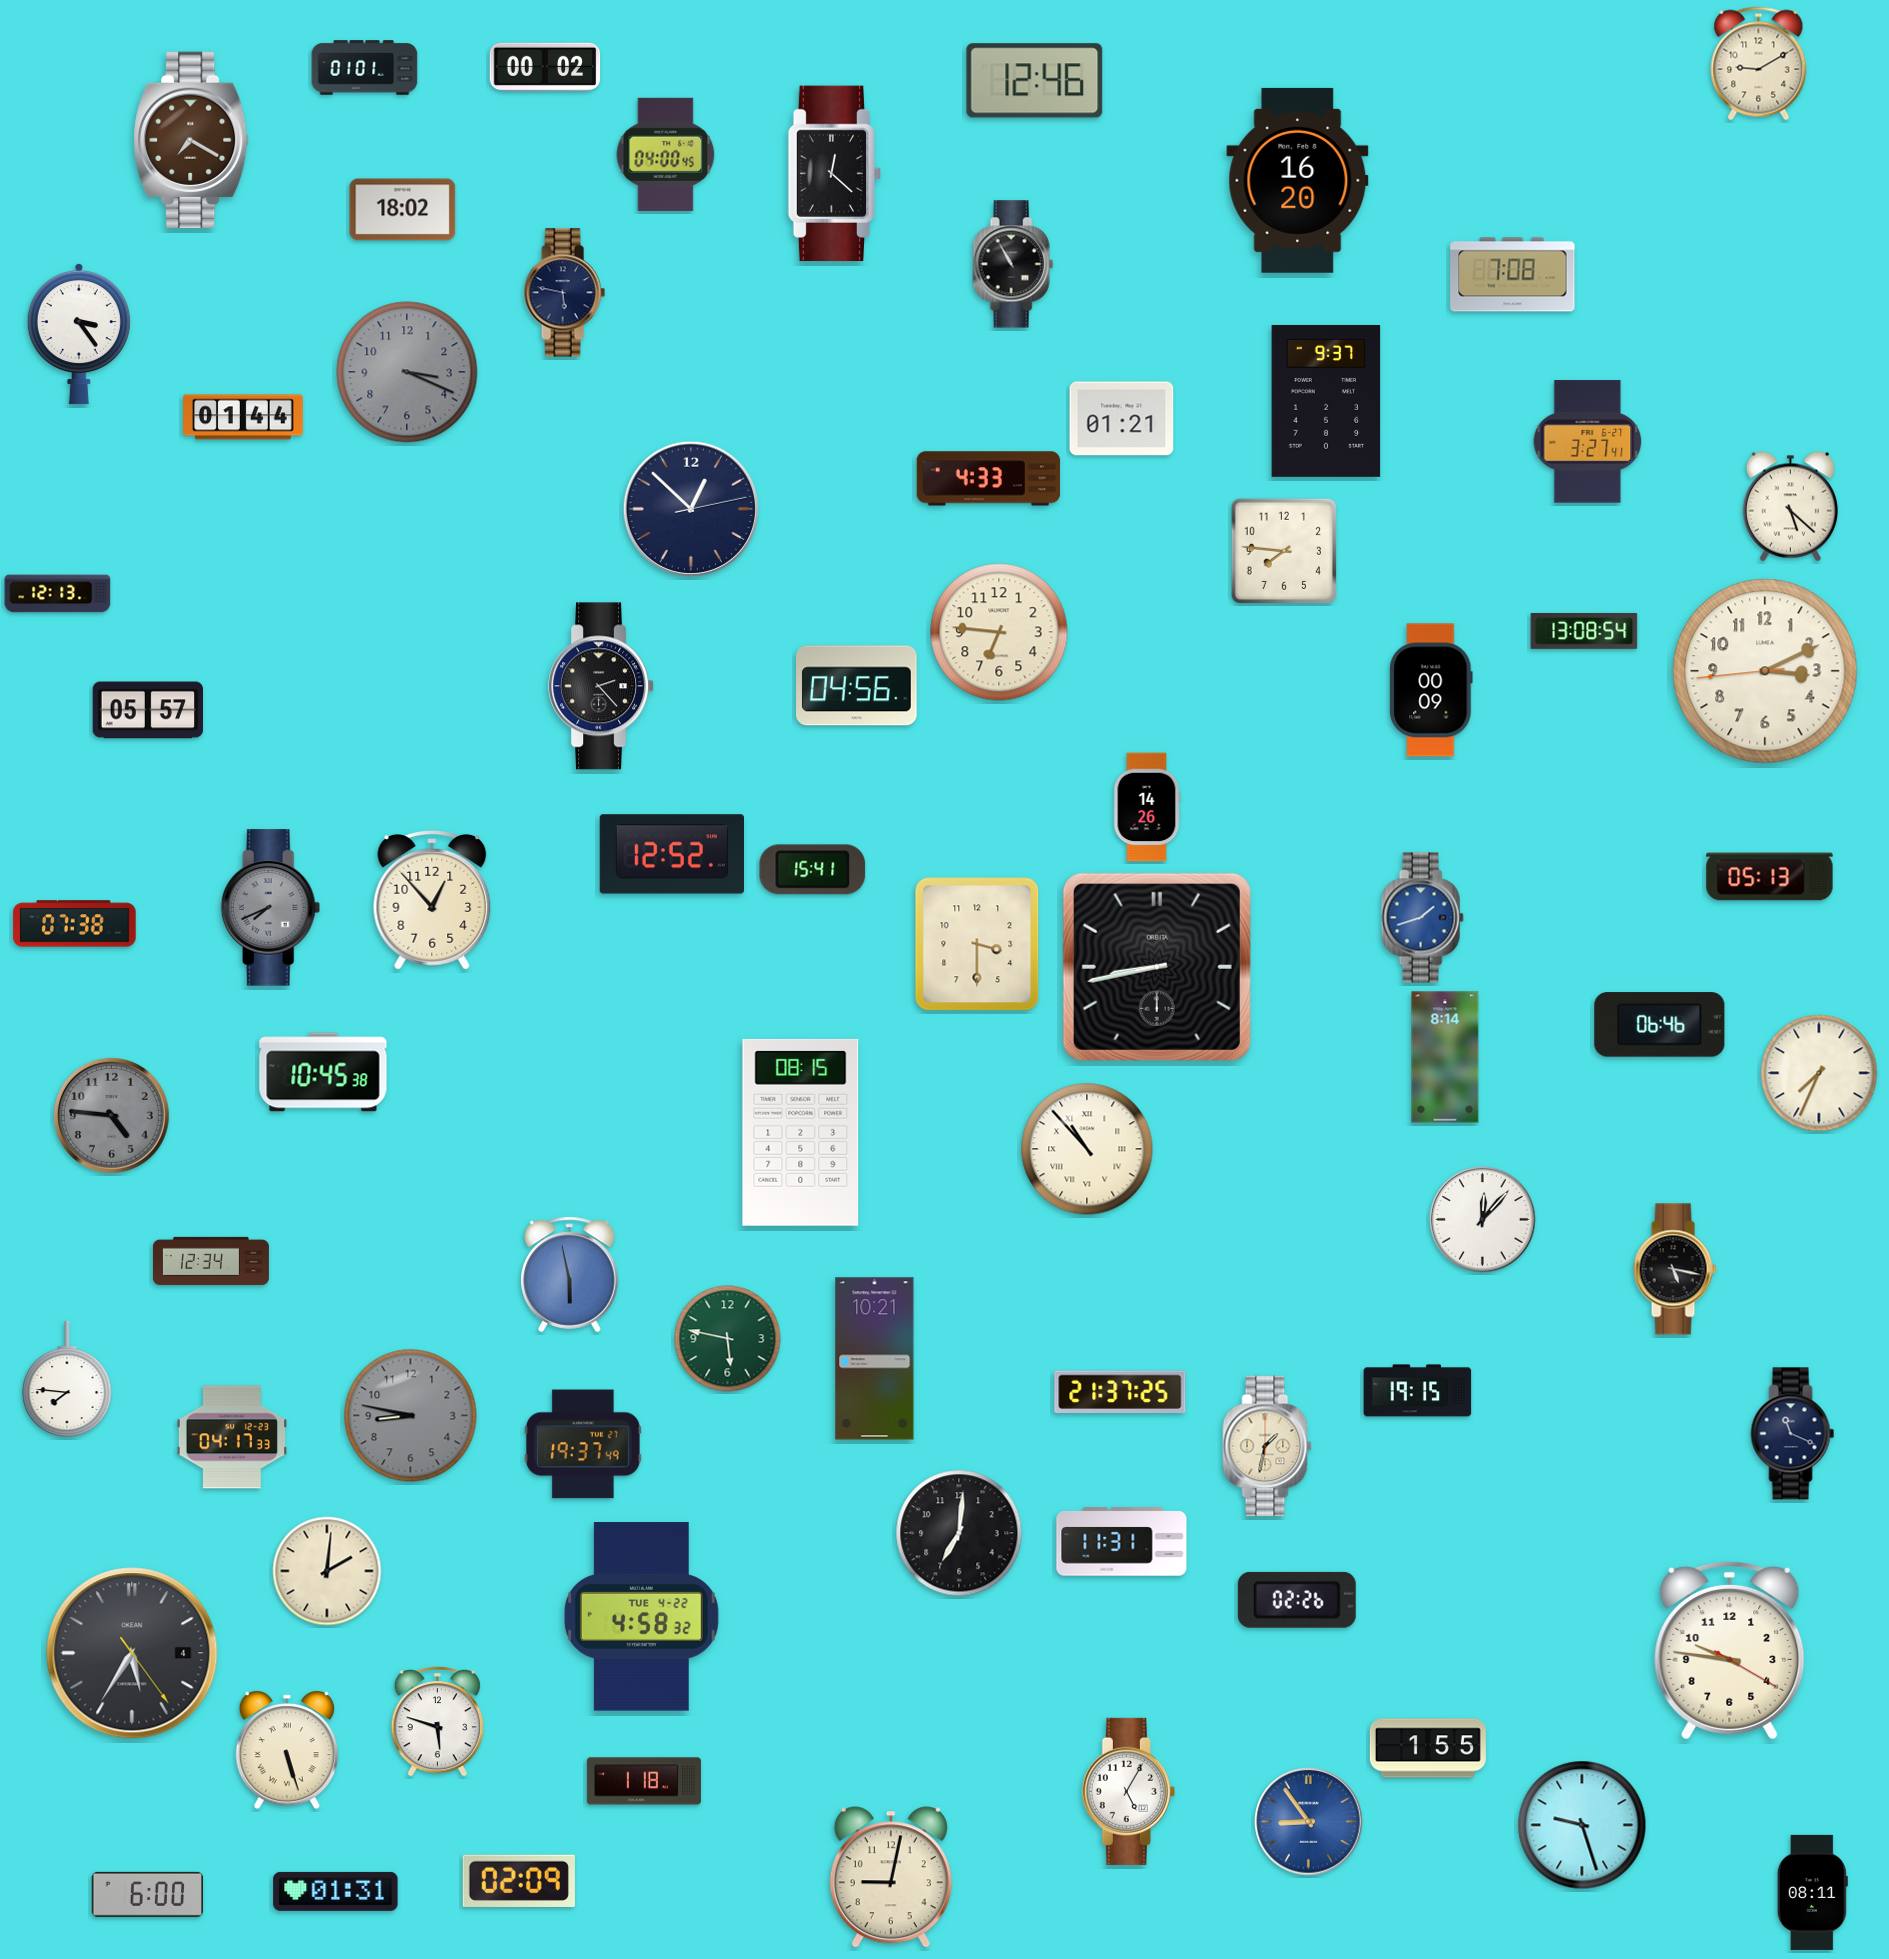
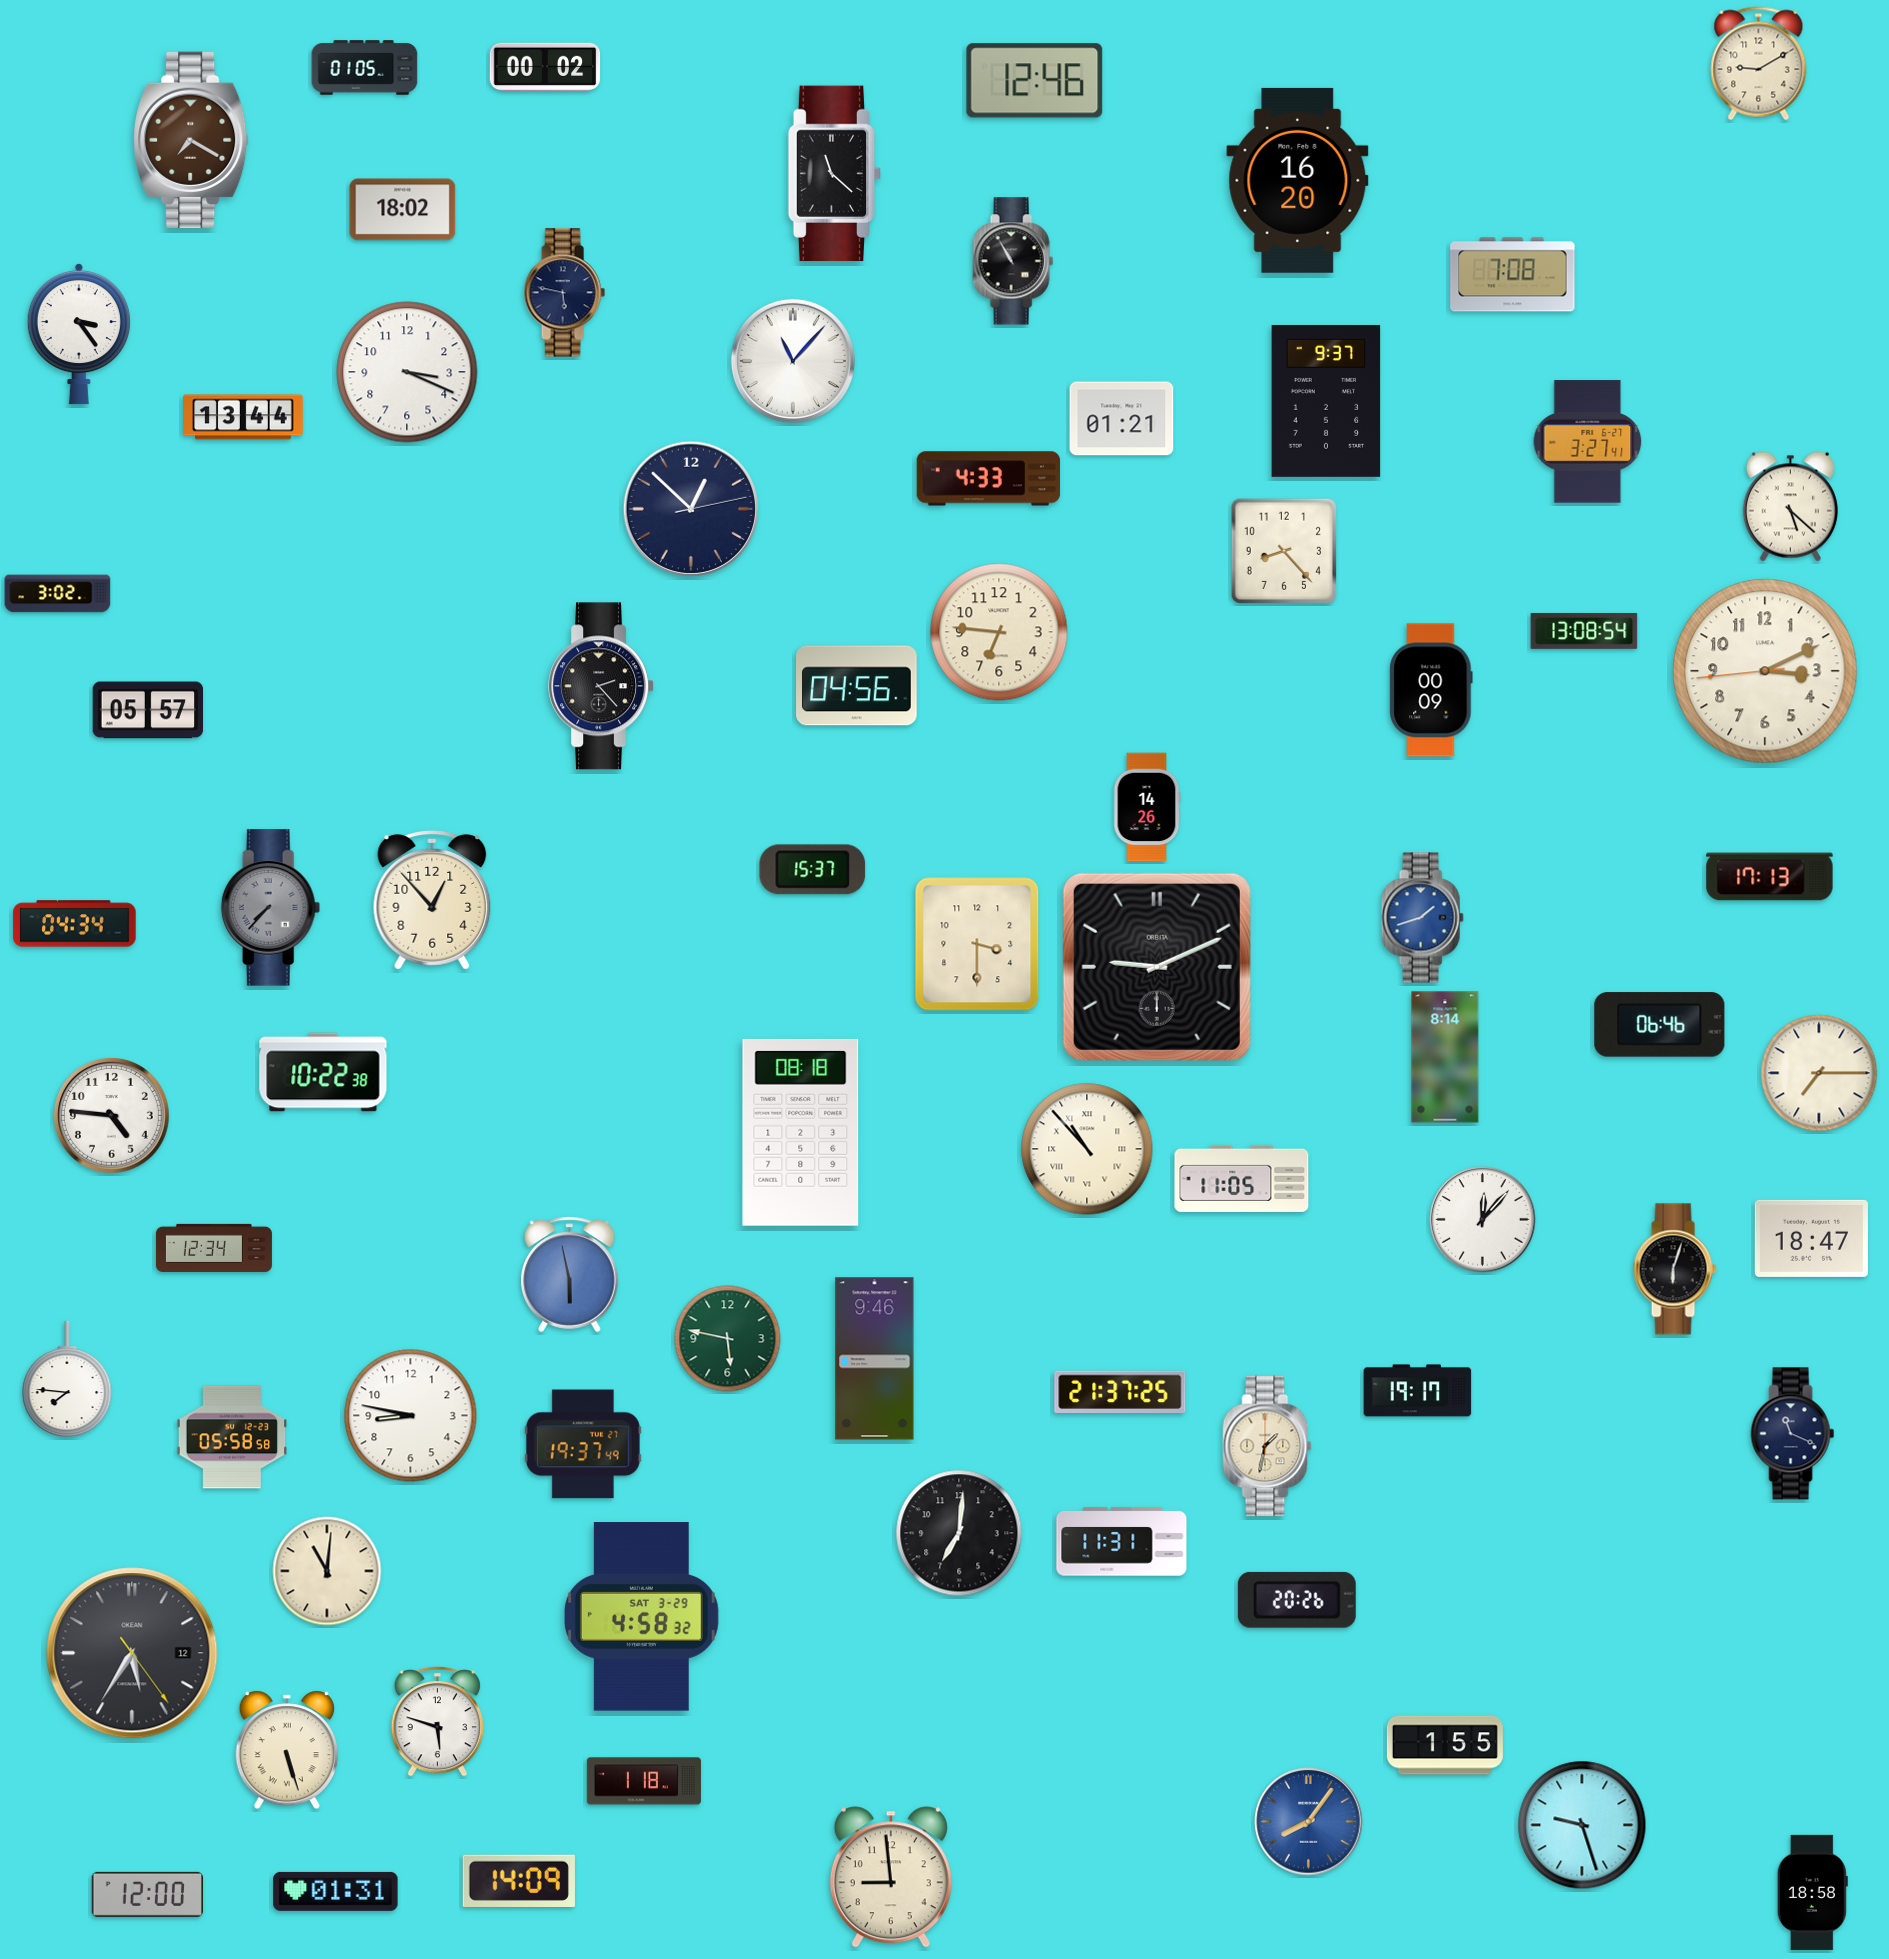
clock at (365, 68): 01:01 -> 01:05
clock at (666, 154): 04:00 -> none
clock at (835, 174): 12:22 -> 11:22
clock at (1013, 264) position: (1013, 264) -> (1013, 261)
clock at (793, 361): none -> 11:07
clock at (407, 372) dial: grey -> white
clock at (243, 417): 01:44 -> 13:44
clock at (1284, 551): 7:46 -> 8:23
clock at (58, 594): 12:13 -> 3:02
clock at (671, 854): 12:52 -> none
clock at (813, 870): 15:41 -> 15:37
clock at (1770, 877): 05:13 -> 17:13
clock at (271, 908): 7:41 -> 7:37
clock at (75, 924): 07:38 -> 04:34
clock at (1157, 967): 8:43 -> 9:11
clock at (323, 1072): 10:45 -> 10:22
clock at (1819, 1073): 7:34 -> 7:15
clock at (111, 1115) dial: grey -> white
clock at (801, 1132): 08:15 -> 08:18
clock at (1242, 1178): none -> 11:05
clock at (1811, 1238): none -> 18:47
clock at (211, 1261) position: (211, 1261) -> (214, 1248)
clock at (1675, 1269): 5:17 -> 6:03
clock at (875, 1359): 10:21 -> 9:46
clock at (1418, 1391): 19:15 -> 19:17
clock at (411, 1416) dial: grey -> white
clock at (232, 1437): 04:17 -> 05:58
clock at (327, 1571): 2:01 -> 11:01
clock at (1297, 1600): 02:26 -> 20:26
clock at (641, 1617) date: TUE 4-22 -> SAT 3-29
clock at (1730, 1650): 9:46 -> none
clock at (132, 1653) date: 4 -> 12
clock at (1428, 1748) position: (1428, 1748) -> (1445, 1745)
clock at (1128, 1791): 5:05 -> none
clock at (1309, 1822): 8:54 -> 8:06
clock at (891, 1877): 9:02 -> 8:59
clock at (519, 1880): 02:09 -> 14:09
clock at (1812, 1892): 08:11 -> 18:58
clock at (147, 1894): 6:00 -> 12:00
